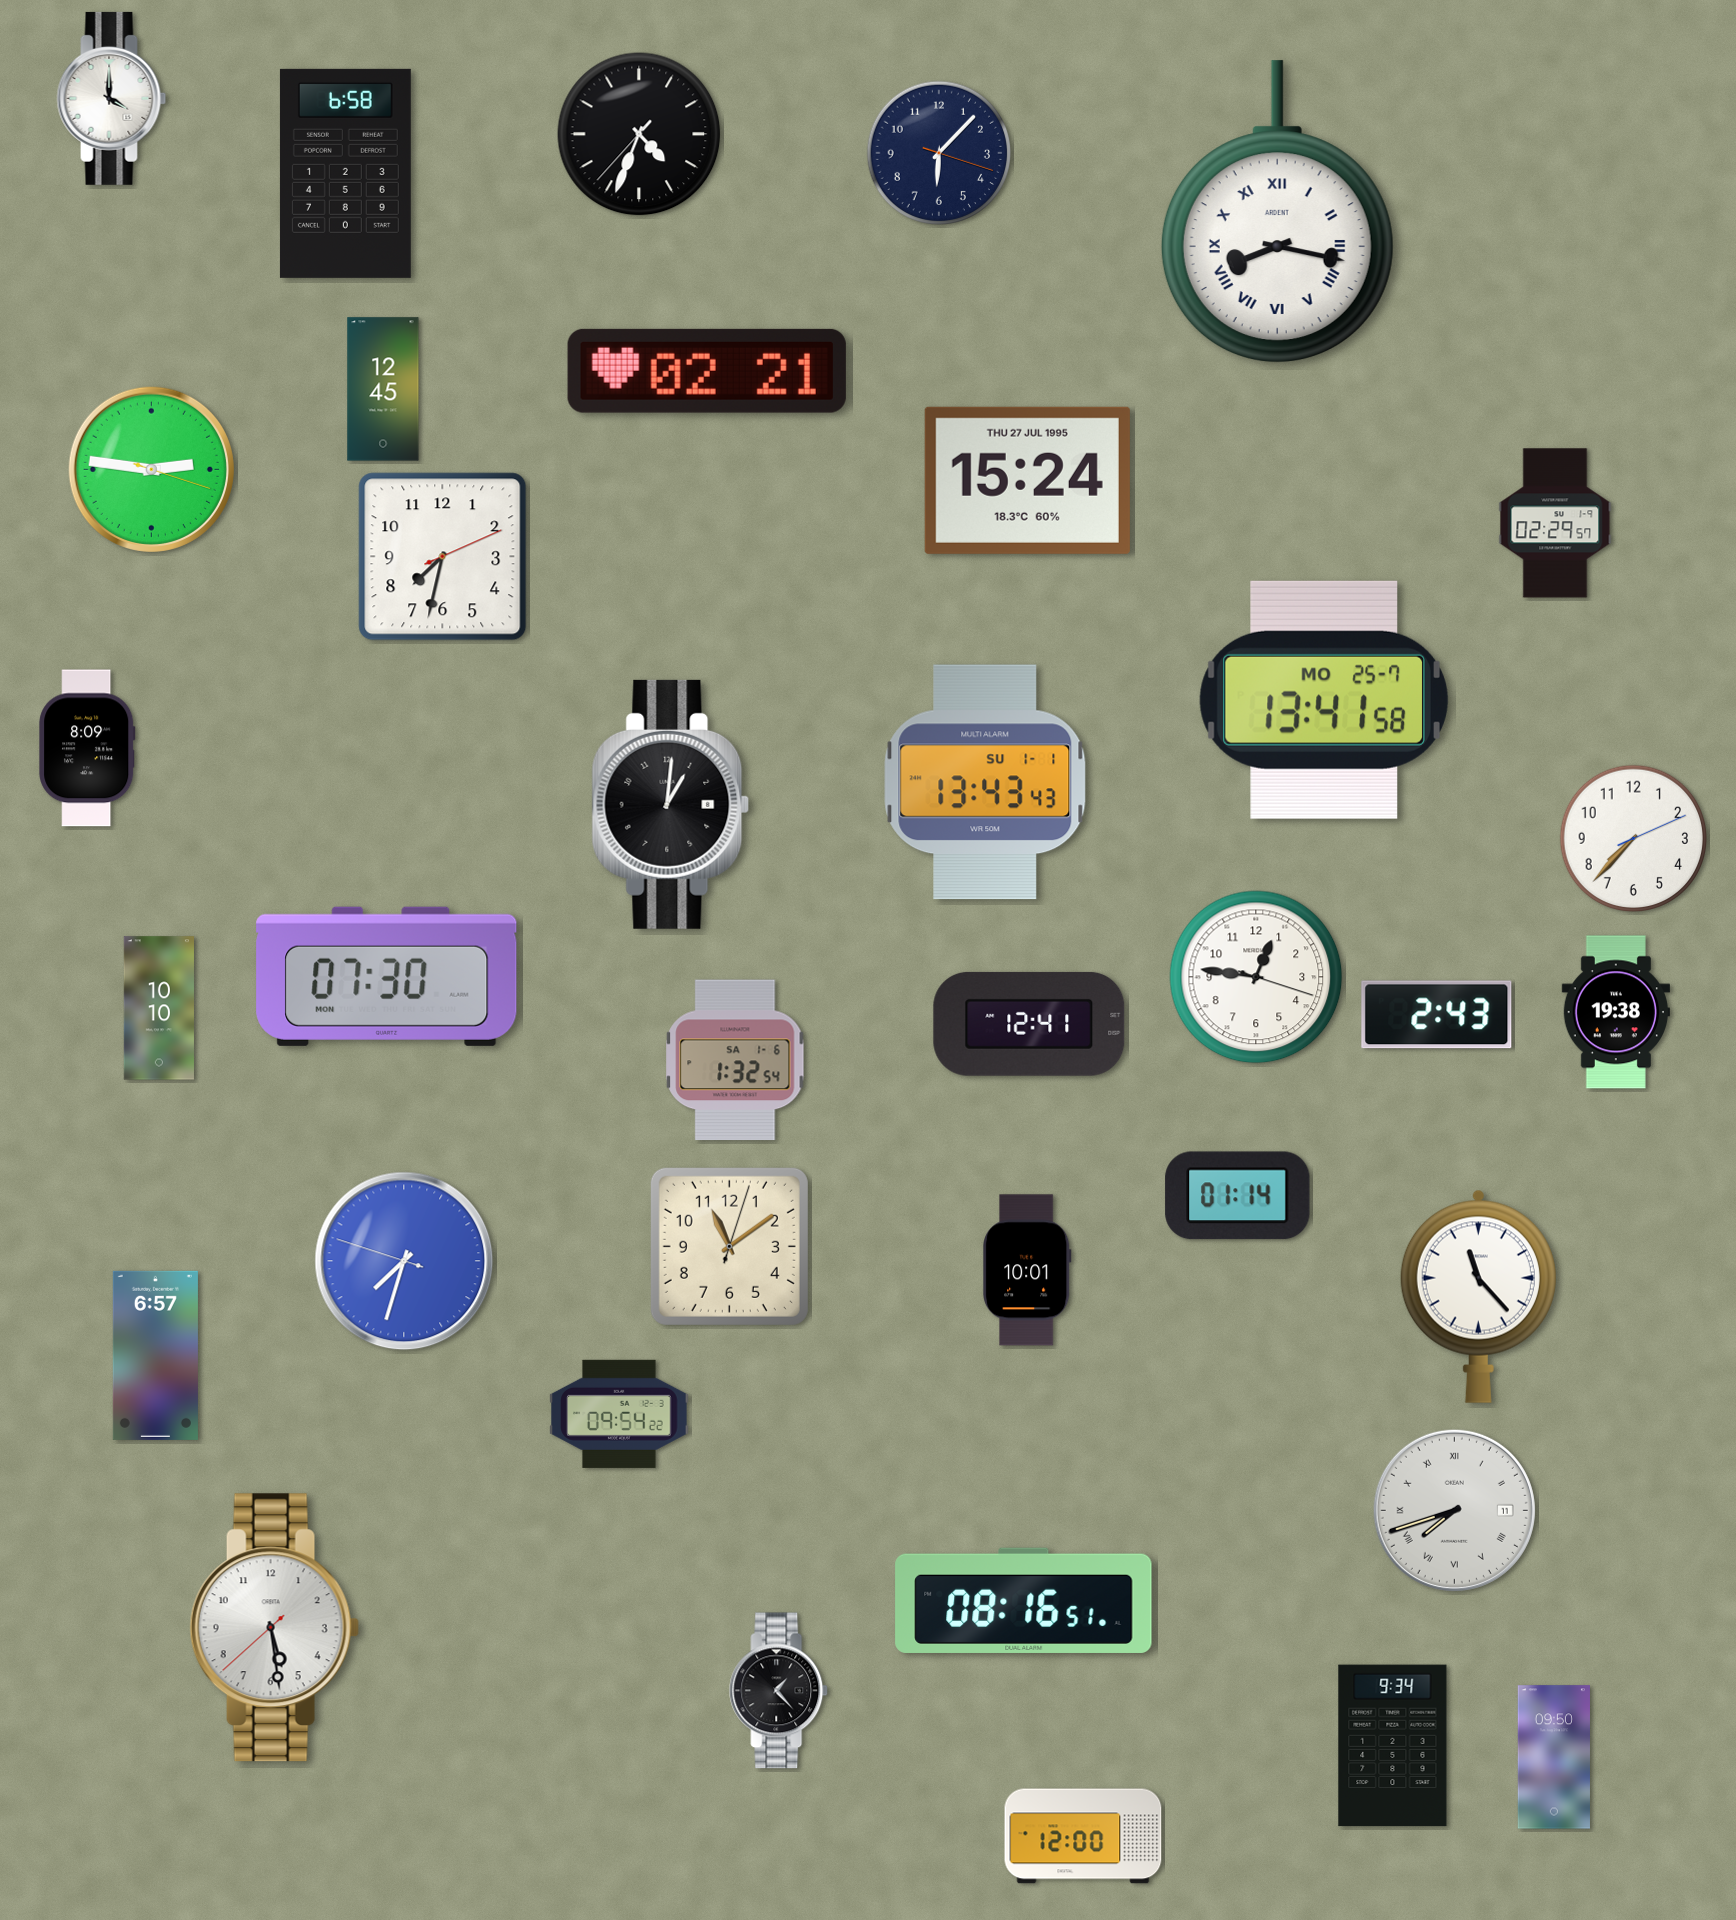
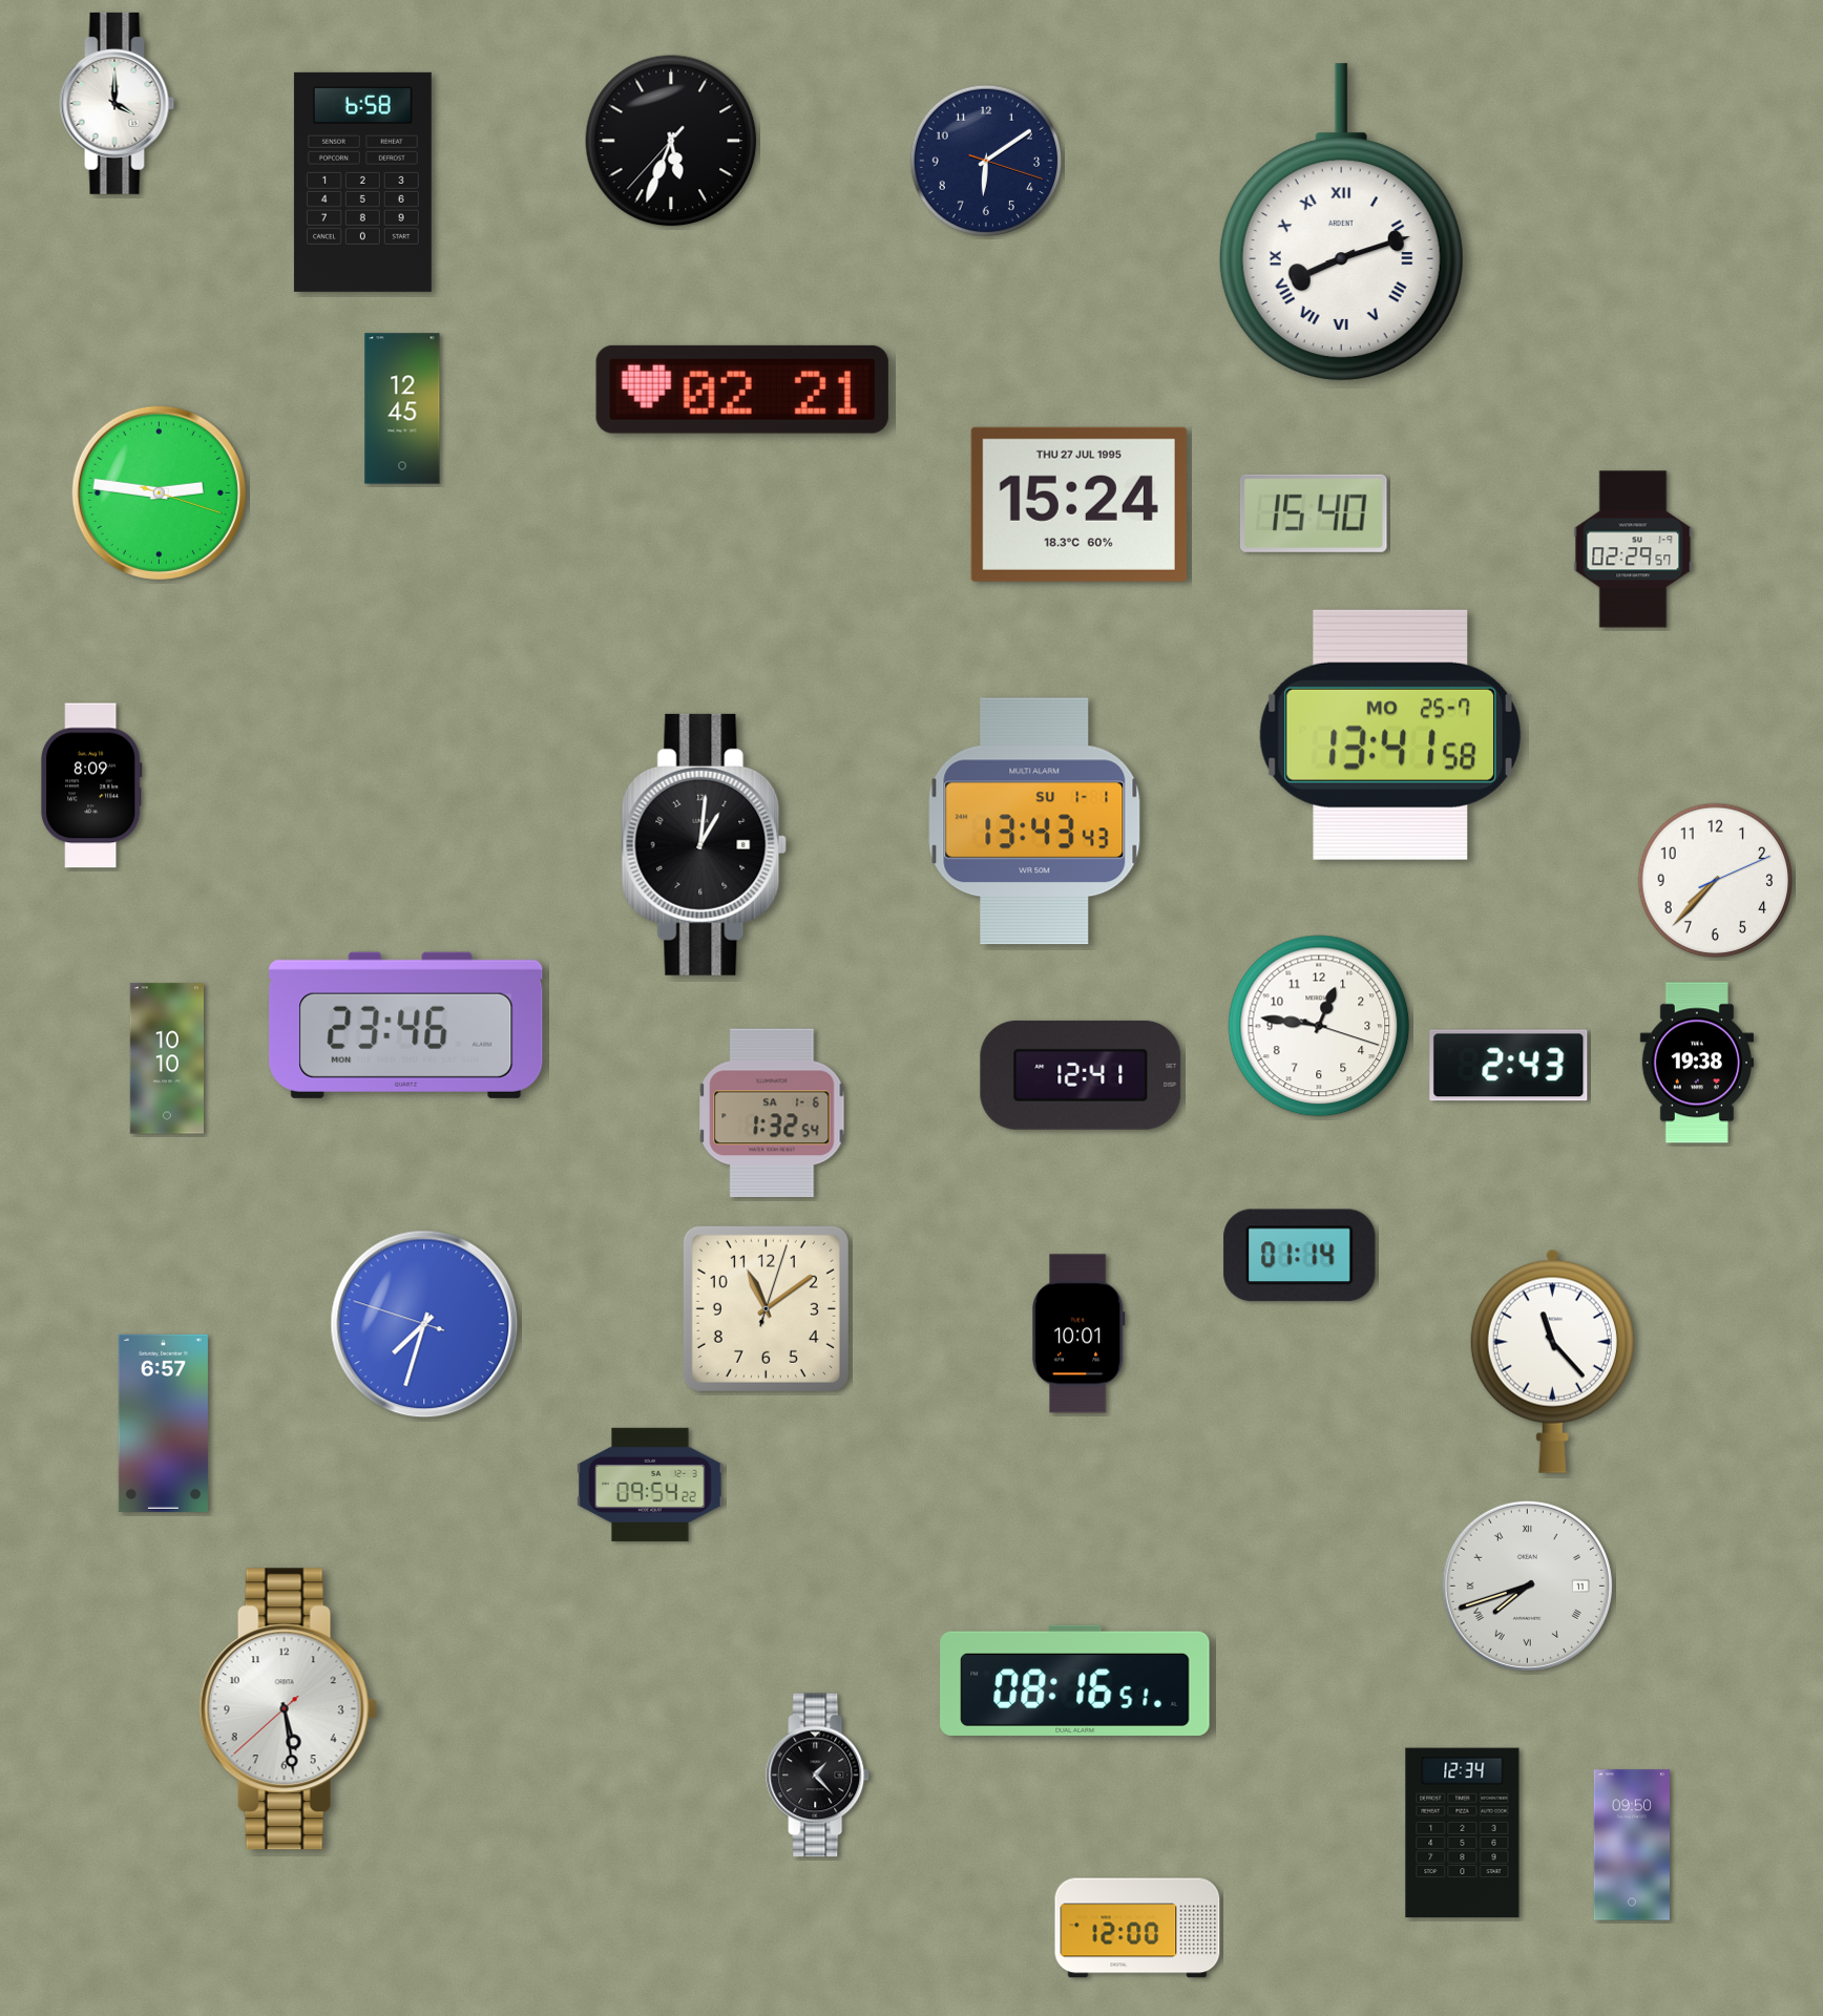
clock at (639, 134): 4:33 -> 5:33
clock at (939, 153): 6:07 -> 6:09
clock at (1277, 211): 8:17 -> 8:12
clock at (1314, 513): none -> 15:40
clock at (443, 557): 7:32 -> none
clock at (387, 976): 07:30 -> 23:46
clock at (1393, 1746): 9:34 -> 12:34
